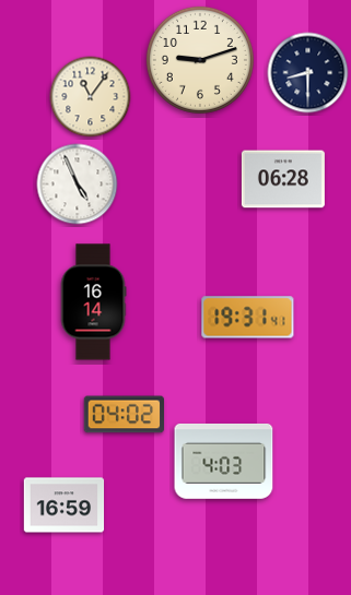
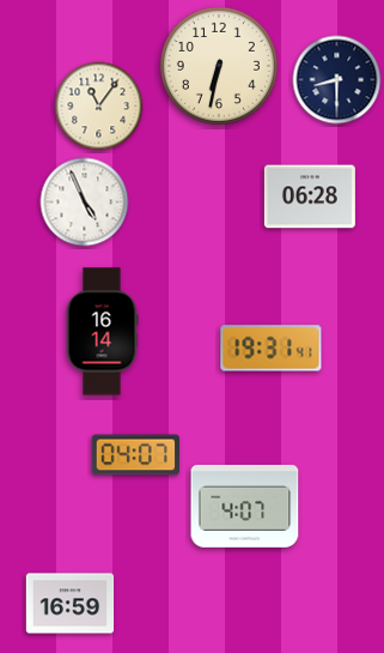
clock at (200, 60): 9:12 -> 6:32
clock at (124, 415): 04:02 -> 04:07
clock at (224, 461): 4:03 -> 4:07
clock at (65, 505) position: (65, 505) -> (71, 604)
